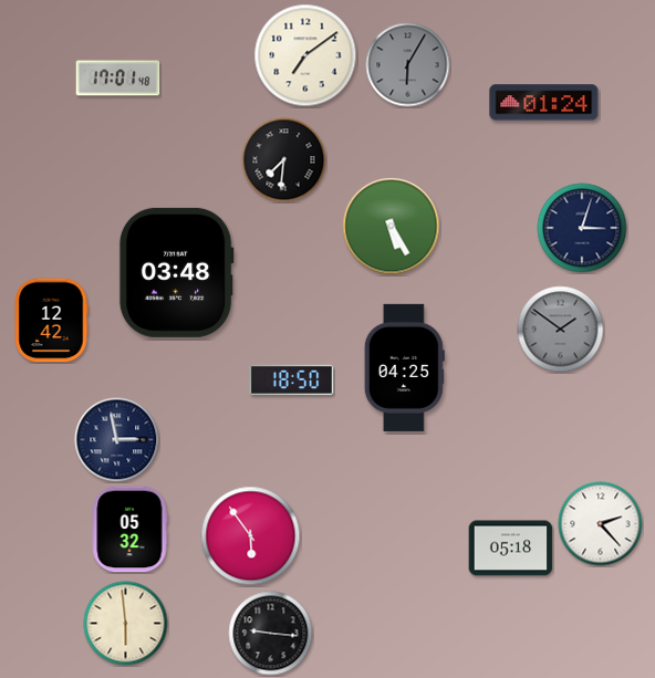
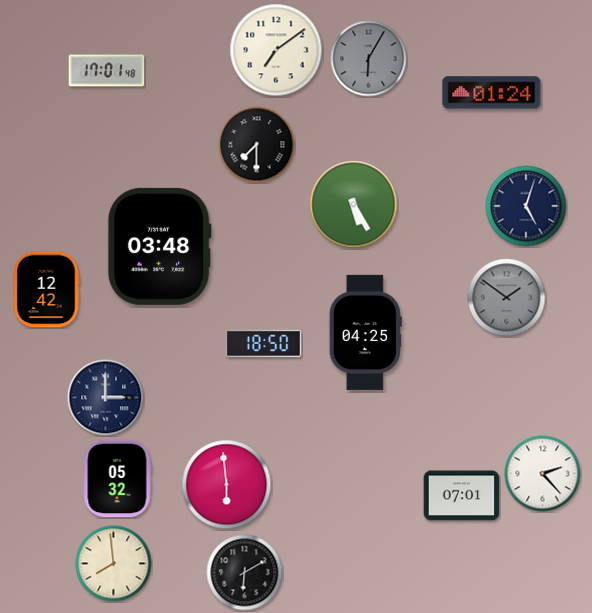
clock at (284, 160): 7:31 -> 7:30
clock at (582, 228): 3:03 -> 5:03
clock at (117, 440): 2:58 -> 3:00
clock at (251, 536): 5:54 -> 5:59
clock at (511, 549): 05:18 -> 07:01
clock at (126, 624): 5:59 -> 7:59
clock at (271, 634): 9:16 -> 6:10
